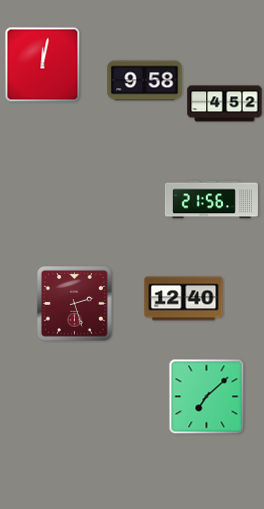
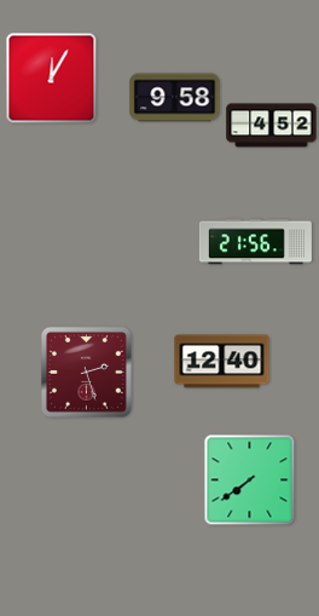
clock at (43, 65): 12:02 -> 12:05
clock at (74, 303) position: (74, 303) -> (86, 372)
clock at (207, 397): 7:08 -> 7:39
